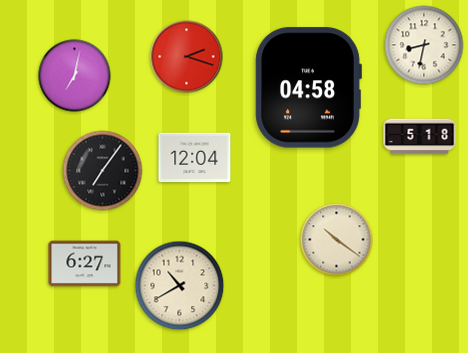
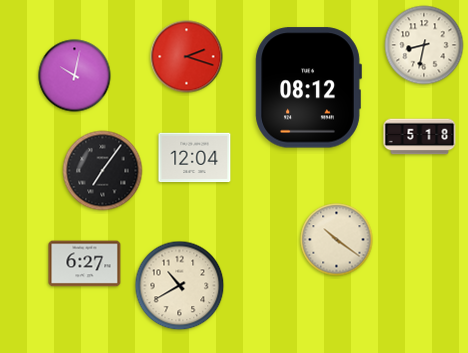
clock at (75, 76): 7:02 -> 10:02
clock at (308, 88): 04:58 -> 08:12
